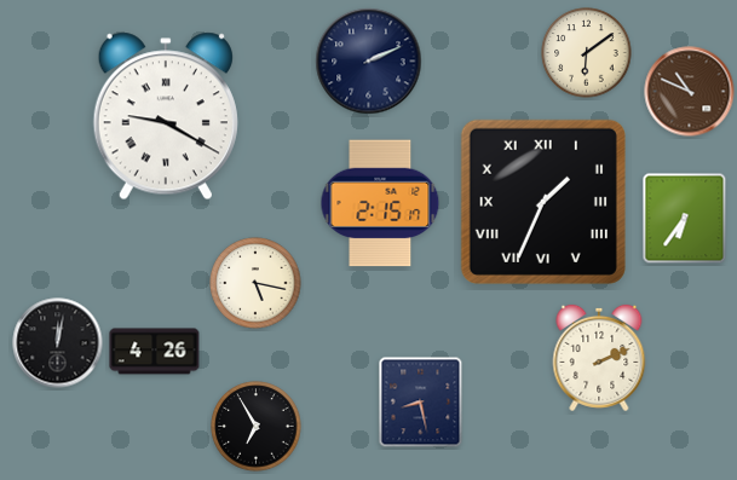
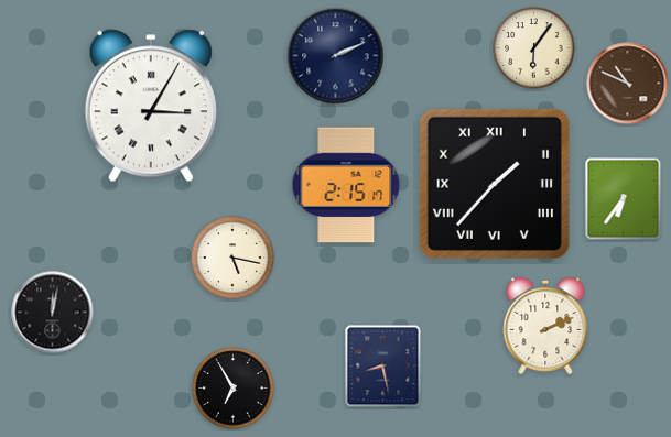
clock at (587, 53): 6:09 -> 6:06
clock at (166, 116): 9:20 -> 3:05
clock at (543, 202): 1:34 -> 1:37
clock at (155, 352): 4:26 -> none
